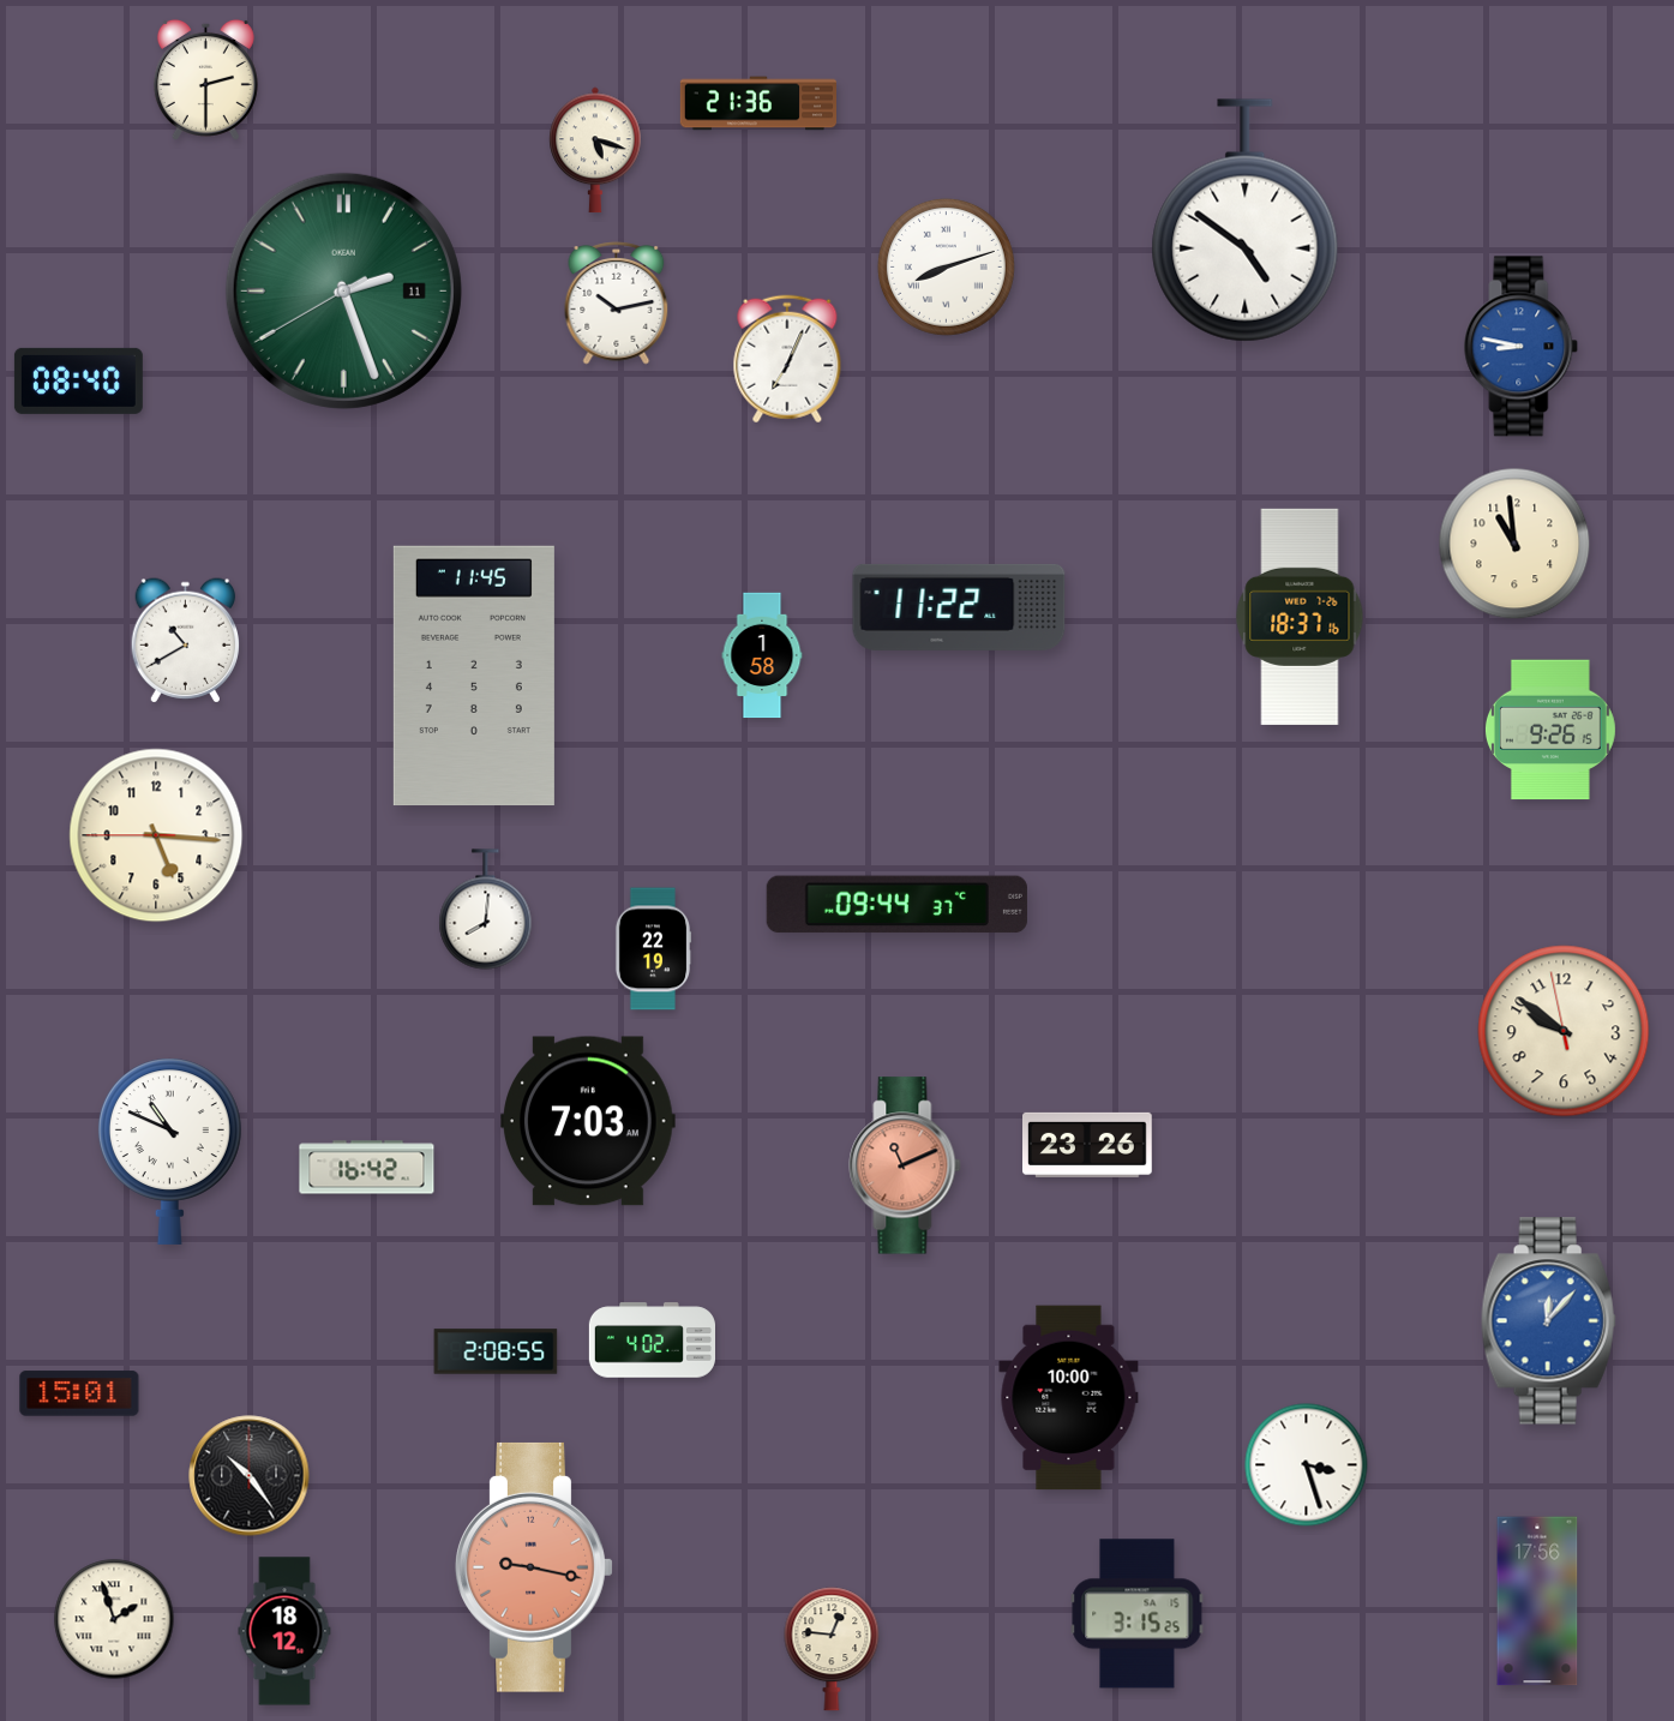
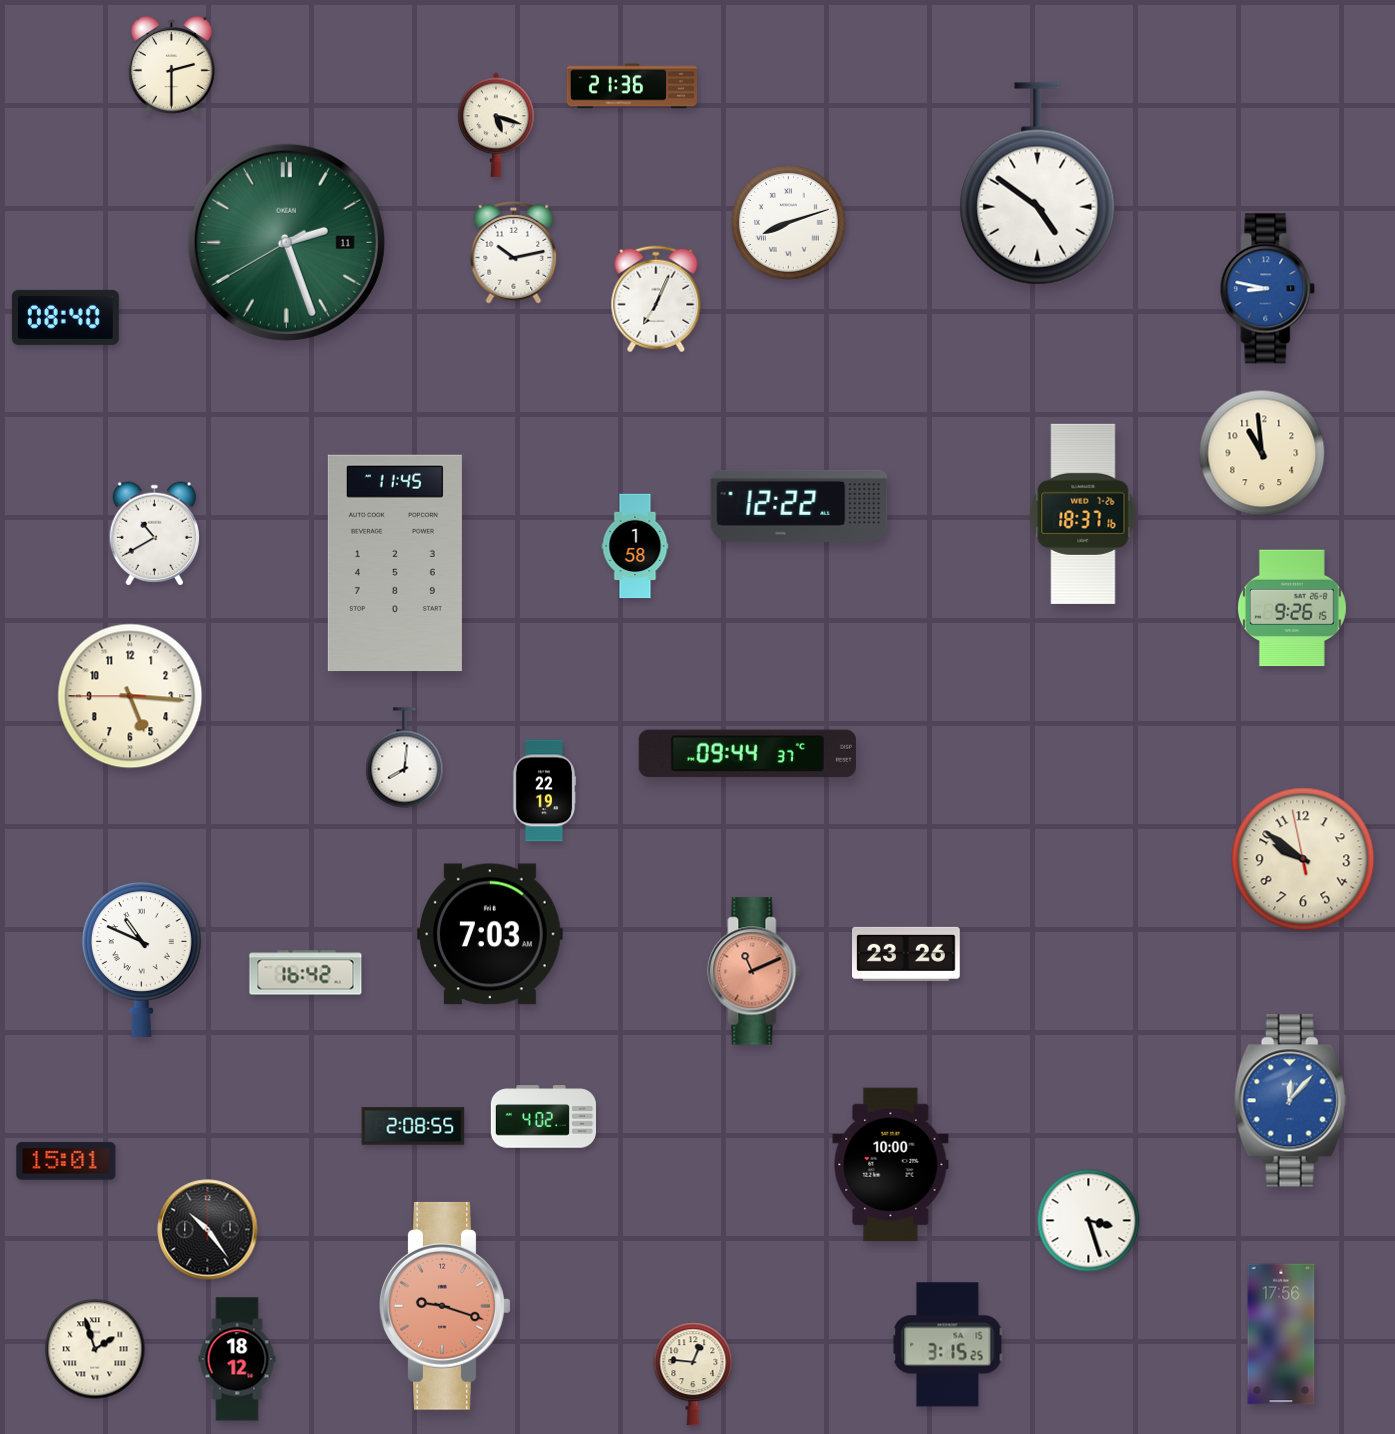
clock at (959, 607): 11:22 -> 12:22
clock at (534, 1567): 9:17 -> 9:18
